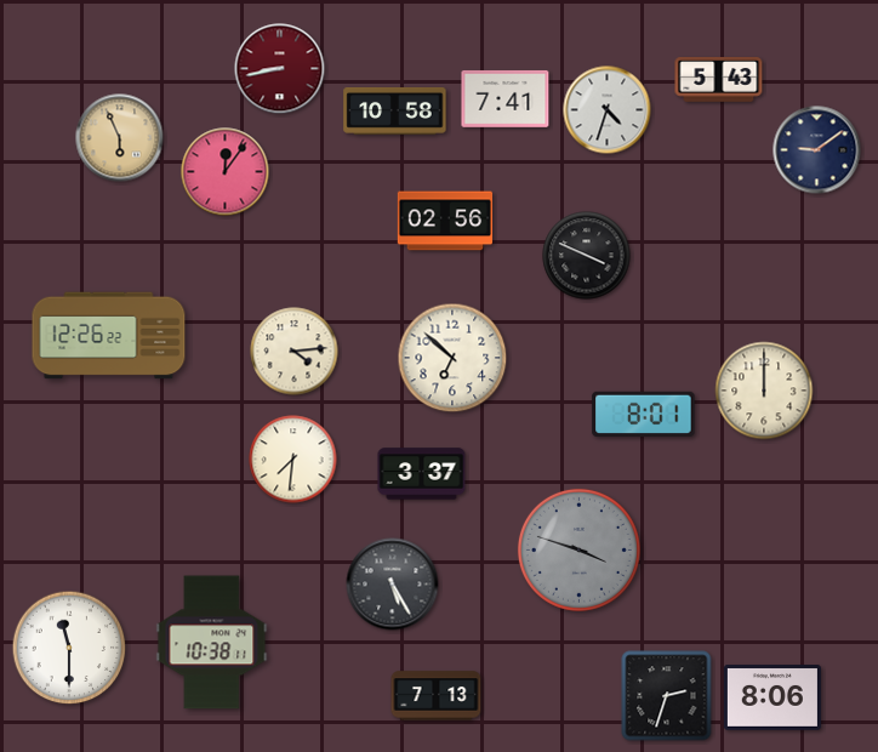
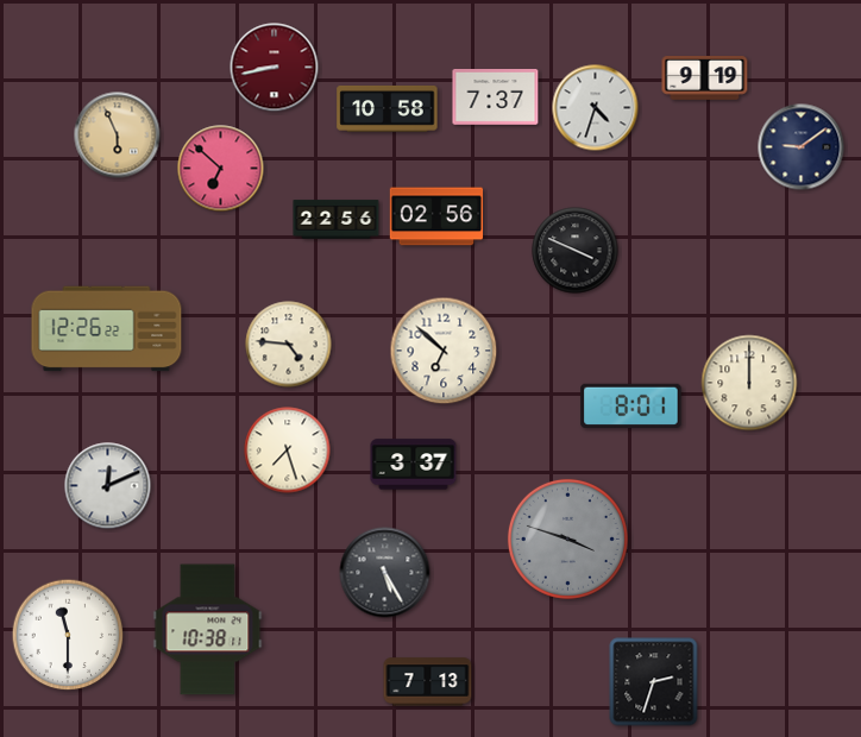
clock at (719, 80): 5:43 -> 9:19
clock at (506, 99): 7:41 -> 7:37
clock at (226, 172): 12:06 -> 6:52
clock at (337, 220): none -> 22:56
clock at (295, 352): 4:14 -> 4:46
clock at (293, 460): 7:31 -> 7:27
clock at (108, 486): none -> 12:11
clock at (772, 697): 8:06 -> none
